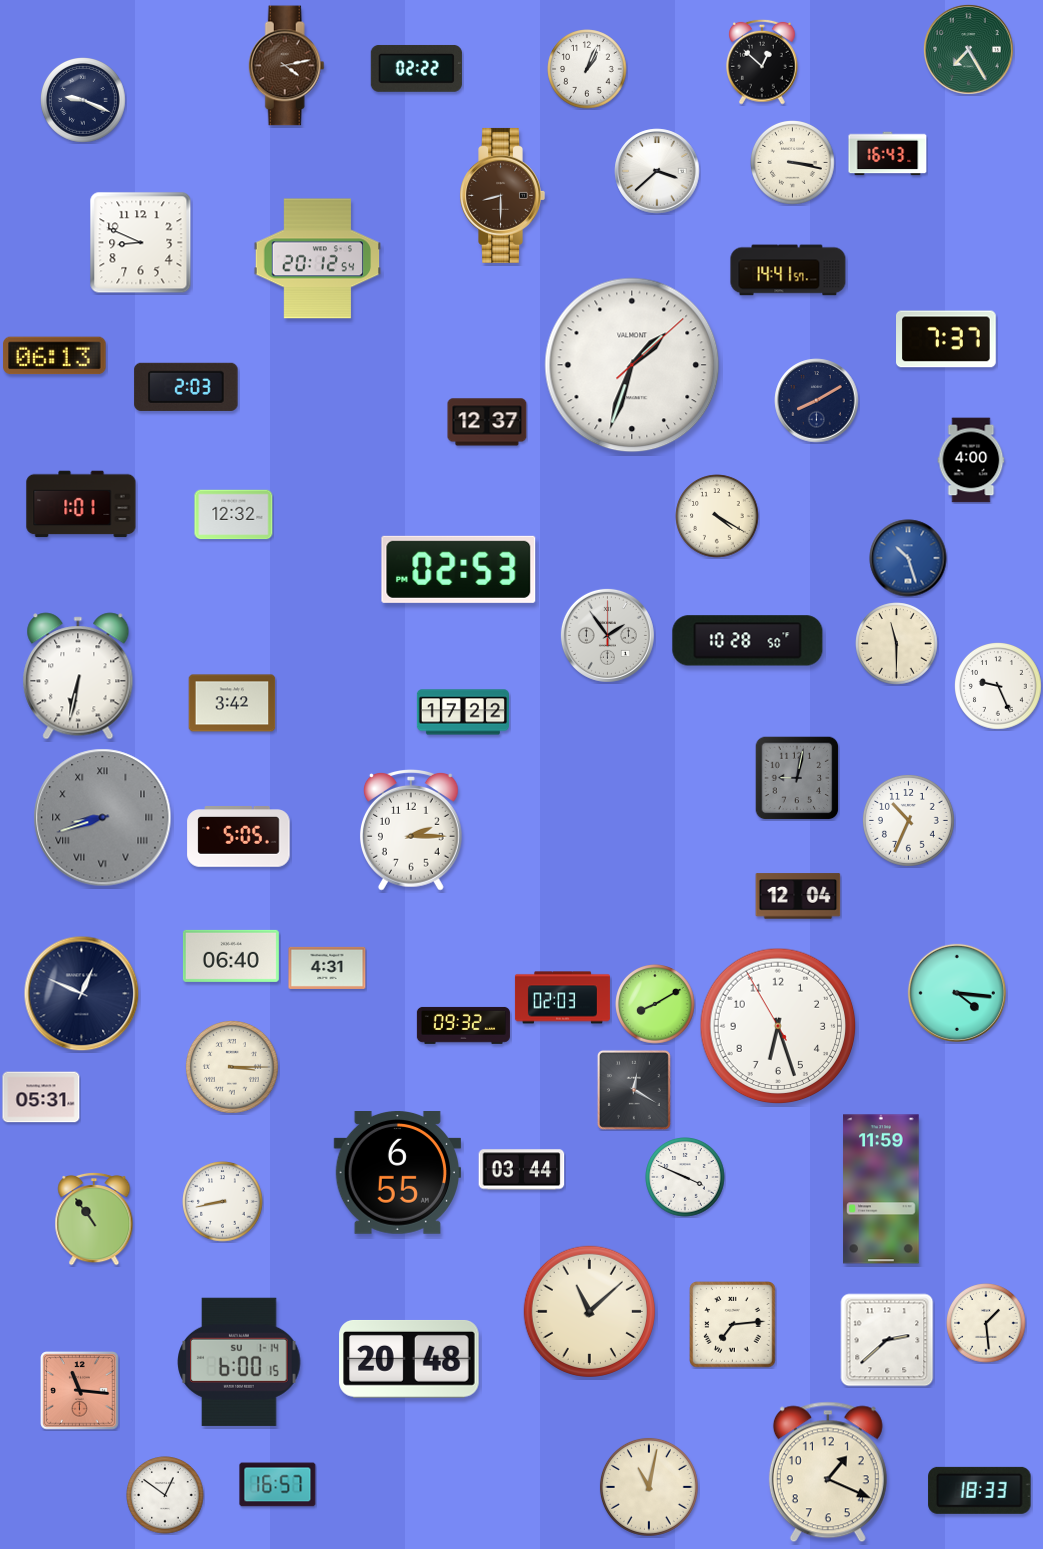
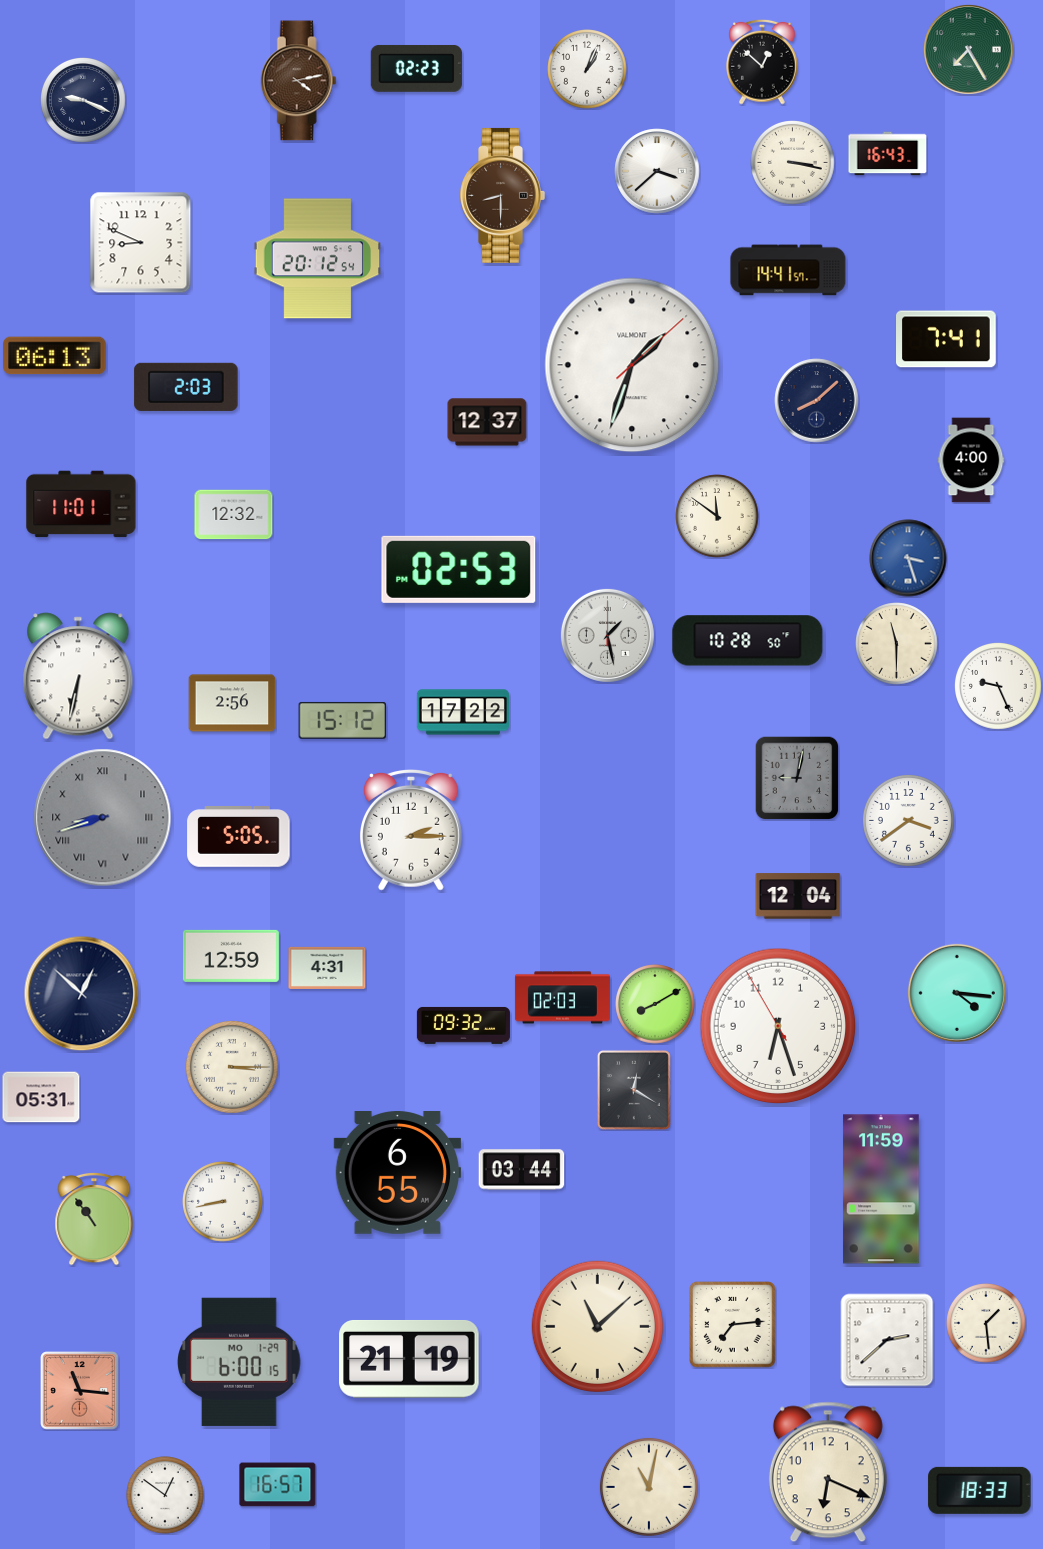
clock at (286, 66) position: (286, 66) -> (298, 81)
clock at (416, 68): 02:22 -> 02:23
clock at (946, 339): 7:37 -> 7:41
clock at (817, 401): 8:10 -> 8:08
clock at (81, 504): 1:01 -> 11:01
clock at (717, 516): 4:20 -> 11:51
clock at (908, 558): 10:27 -> 3:27
clock at (607, 635): 1:54 -> 1:28
clock at (232, 703): 3:42 -> 2:56
clock at (343, 720): none -> 15:12
clock at (908, 820): 10:34 -> 3:39
clock at (231, 956): 06:40 -> 12:59
clock at (82, 994): 12:49 -> 12:52
clock at (685, 1177): 3:49 -> none
clock at (589, 1311) position: (589, 1311) -> (597, 1326)
clock at (409, 1359): 20:48 -> 21:19
clock at (239, 1362) date: SU 1-14 -> MO 1-29
clock at (828, 1472): 1:19 -> 6:19
